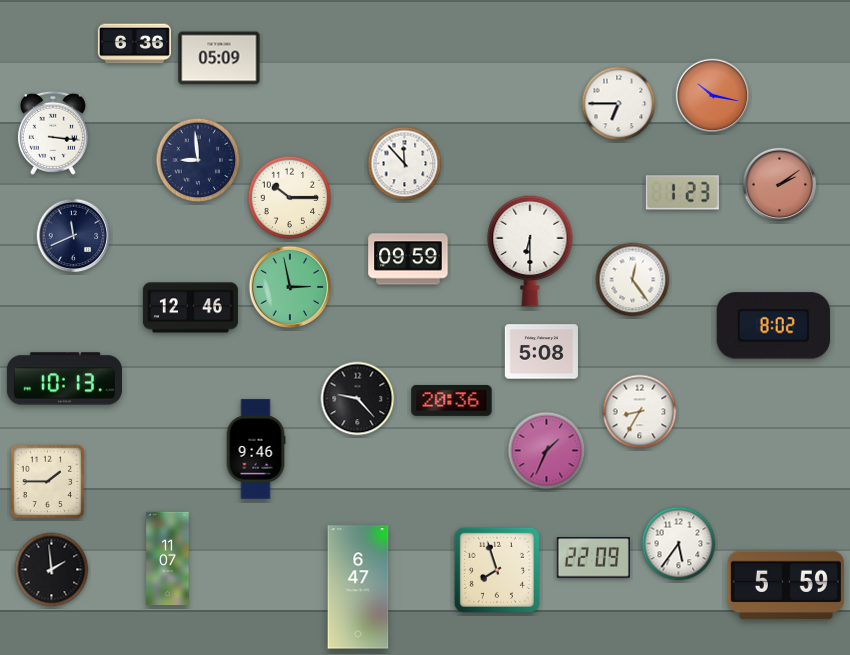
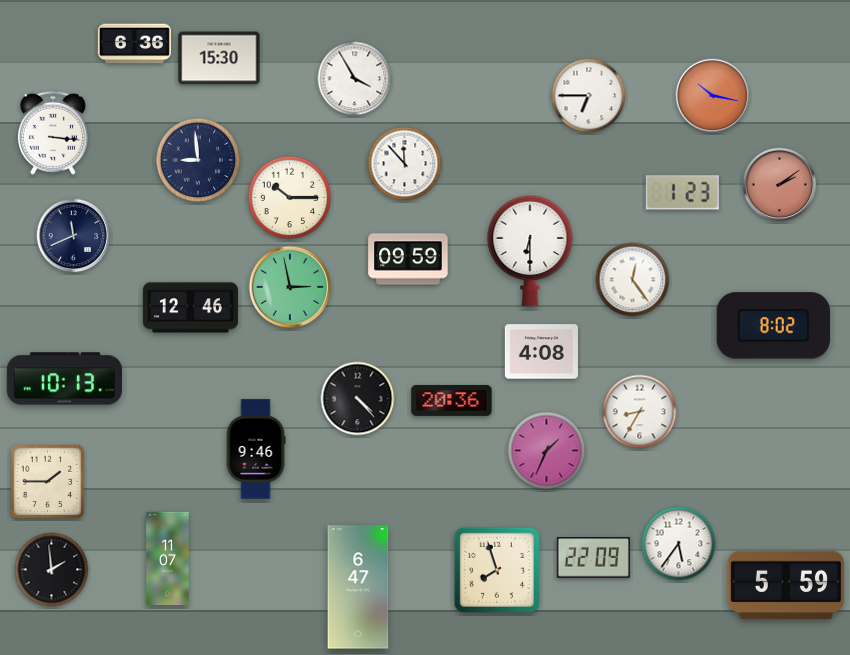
clock at (219, 58): 05:09 -> 15:30
clock at (355, 79): none -> 3:55
clock at (619, 104) position: (619, 104) -> (589, 96)
clock at (541, 352): 5:08 -> 4:08
clock at (358, 399): 9:23 -> 4:23
